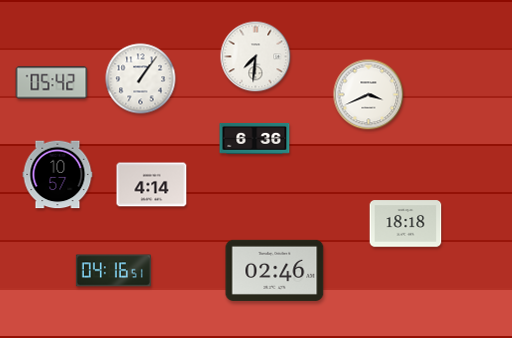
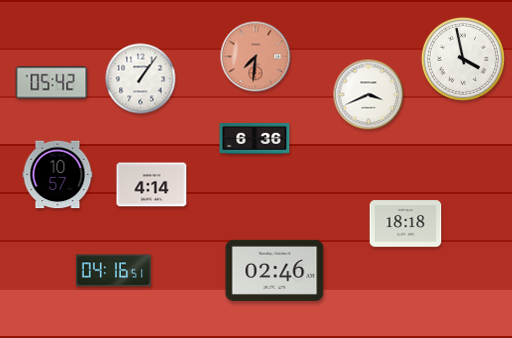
clock at (256, 57) dial: white -> salmon
clock at (463, 59): none -> 3:58
